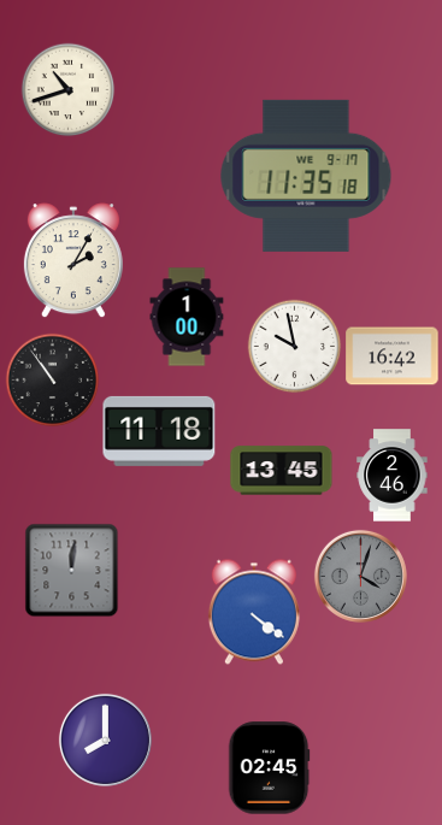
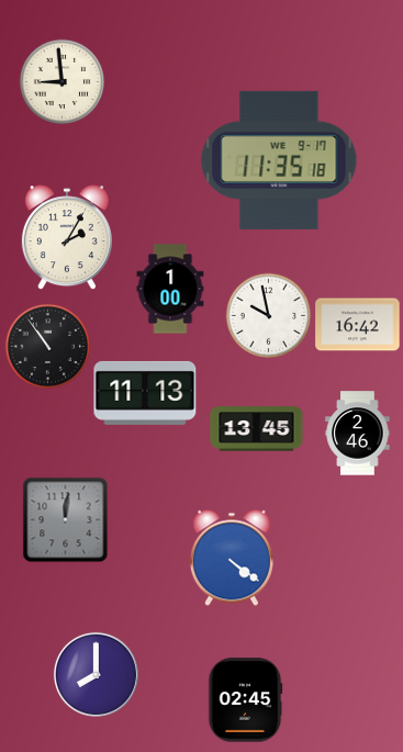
clock at (67, 89): 10:42 -> 8:59
clock at (159, 431): 11:18 -> 11:13
clock at (360, 576): 4:03 -> none
